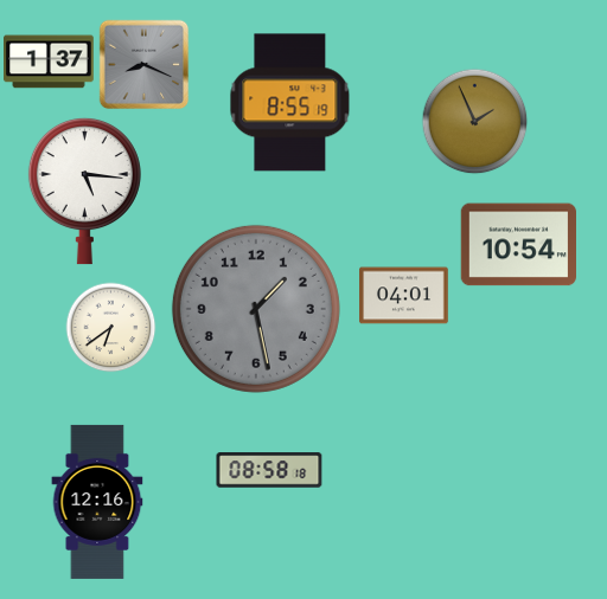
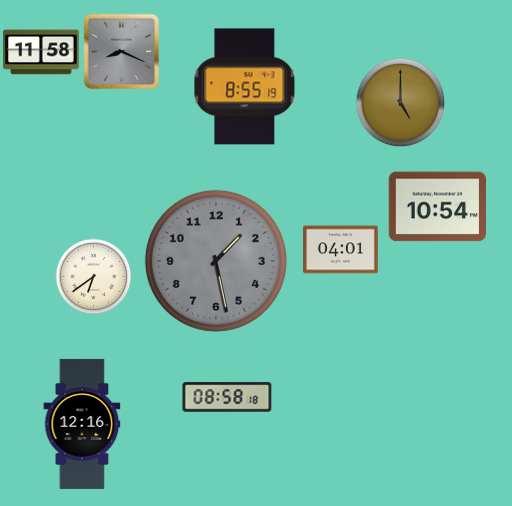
clock at (49, 62): 1:37 -> 11:58
clock at (145, 65) position: (145, 65) -> (122, 52)
clock at (475, 122): 1:56 -> 5:00
clock at (84, 191): 5:16 -> none
